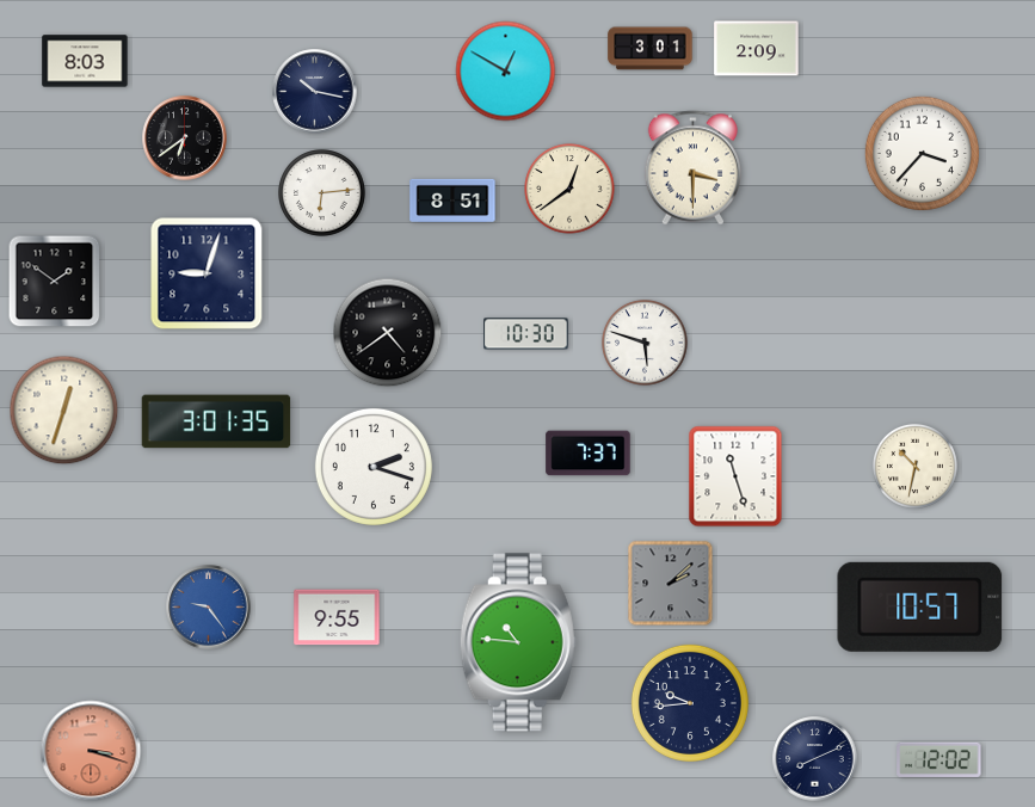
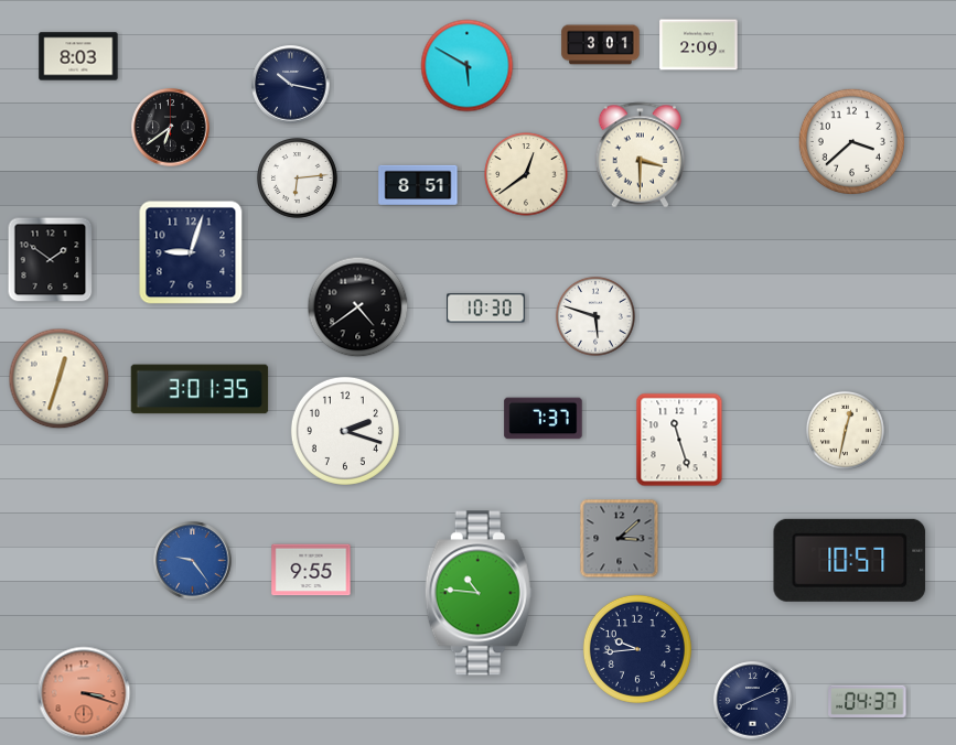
clock at (506, 72): 12:50 -> 5:50
clock at (922, 153): 3:37 -> 3:38
clock at (914, 466): 10:32 -> 12:32
clock at (671, 584): 2:08 -> 3:08
clock at (939, 759): 12:02 -> 04:37
